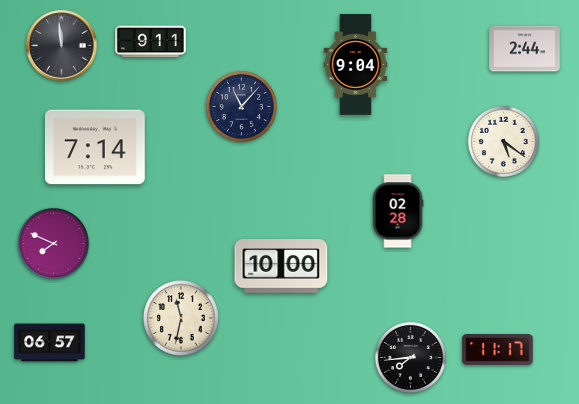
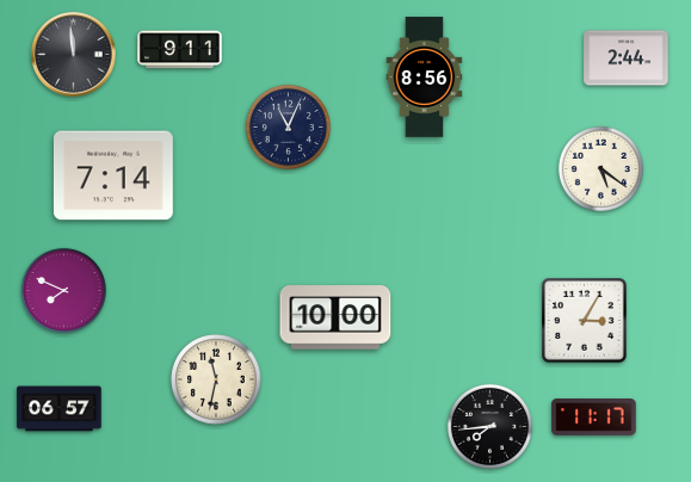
clock at (356, 65): 9:04 -> 8:56
clock at (241, 106): 11:07 -> 11:04
clock at (398, 211): 02:28 -> none
clock at (585, 321): none -> 3:05
